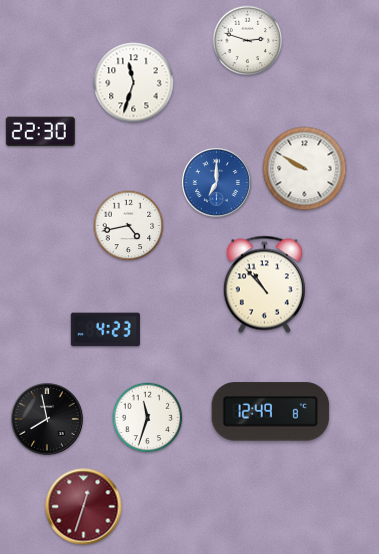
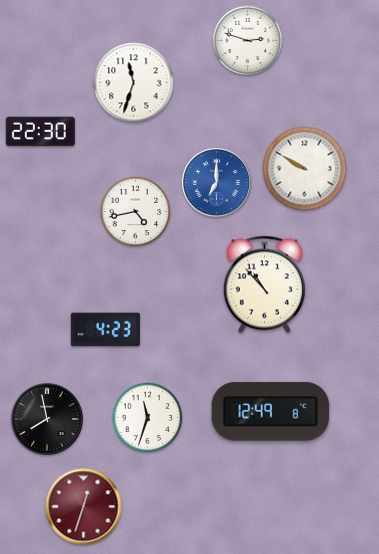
clock at (129, 226) position: (129, 226) -> (136, 212)
